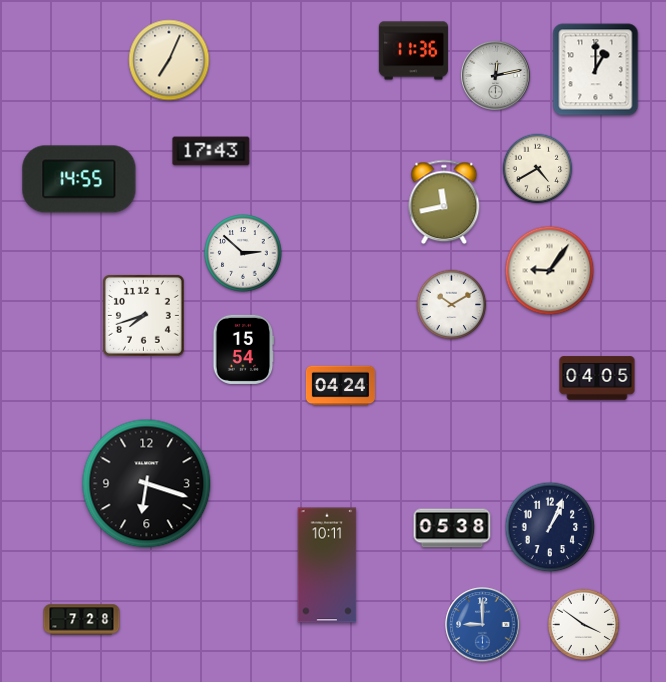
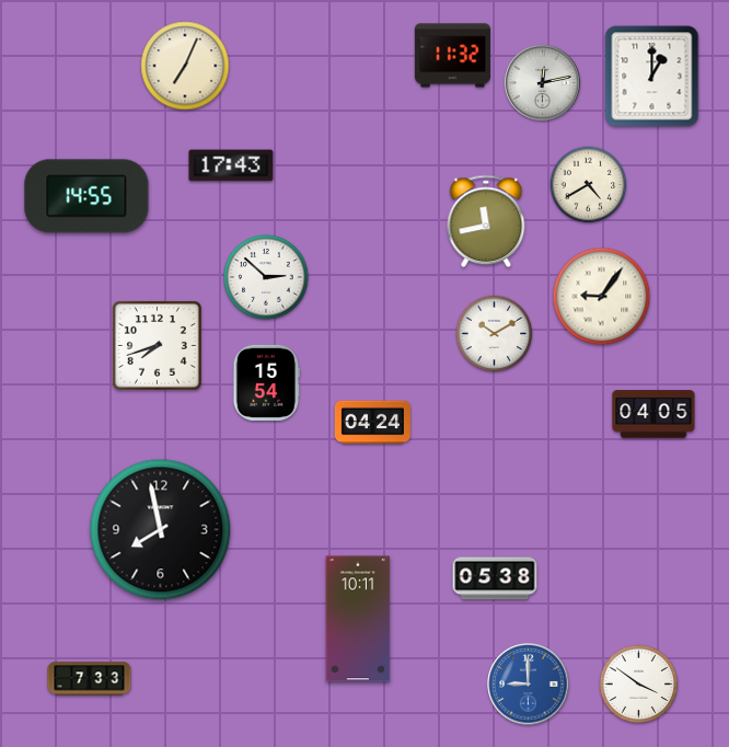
clock at (413, 51): 11:36 -> 11:32
clock at (147, 484): 6:18 -> 7:58
clock at (550, 527): 1:04 -> none
clock at (82, 620): 7:28 -> 7:33
